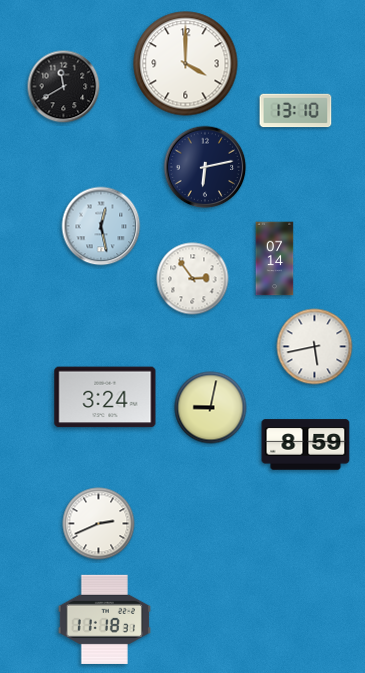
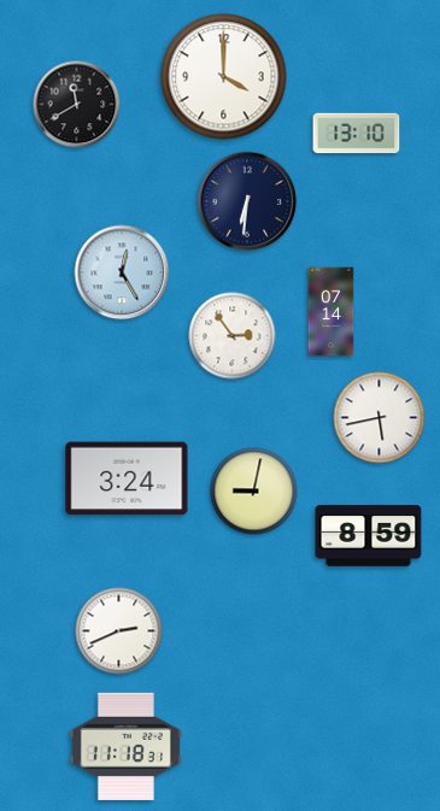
clock at (205, 167): 6:13 -> 6:31
clock at (101, 226): 12:28 -> 12:25
